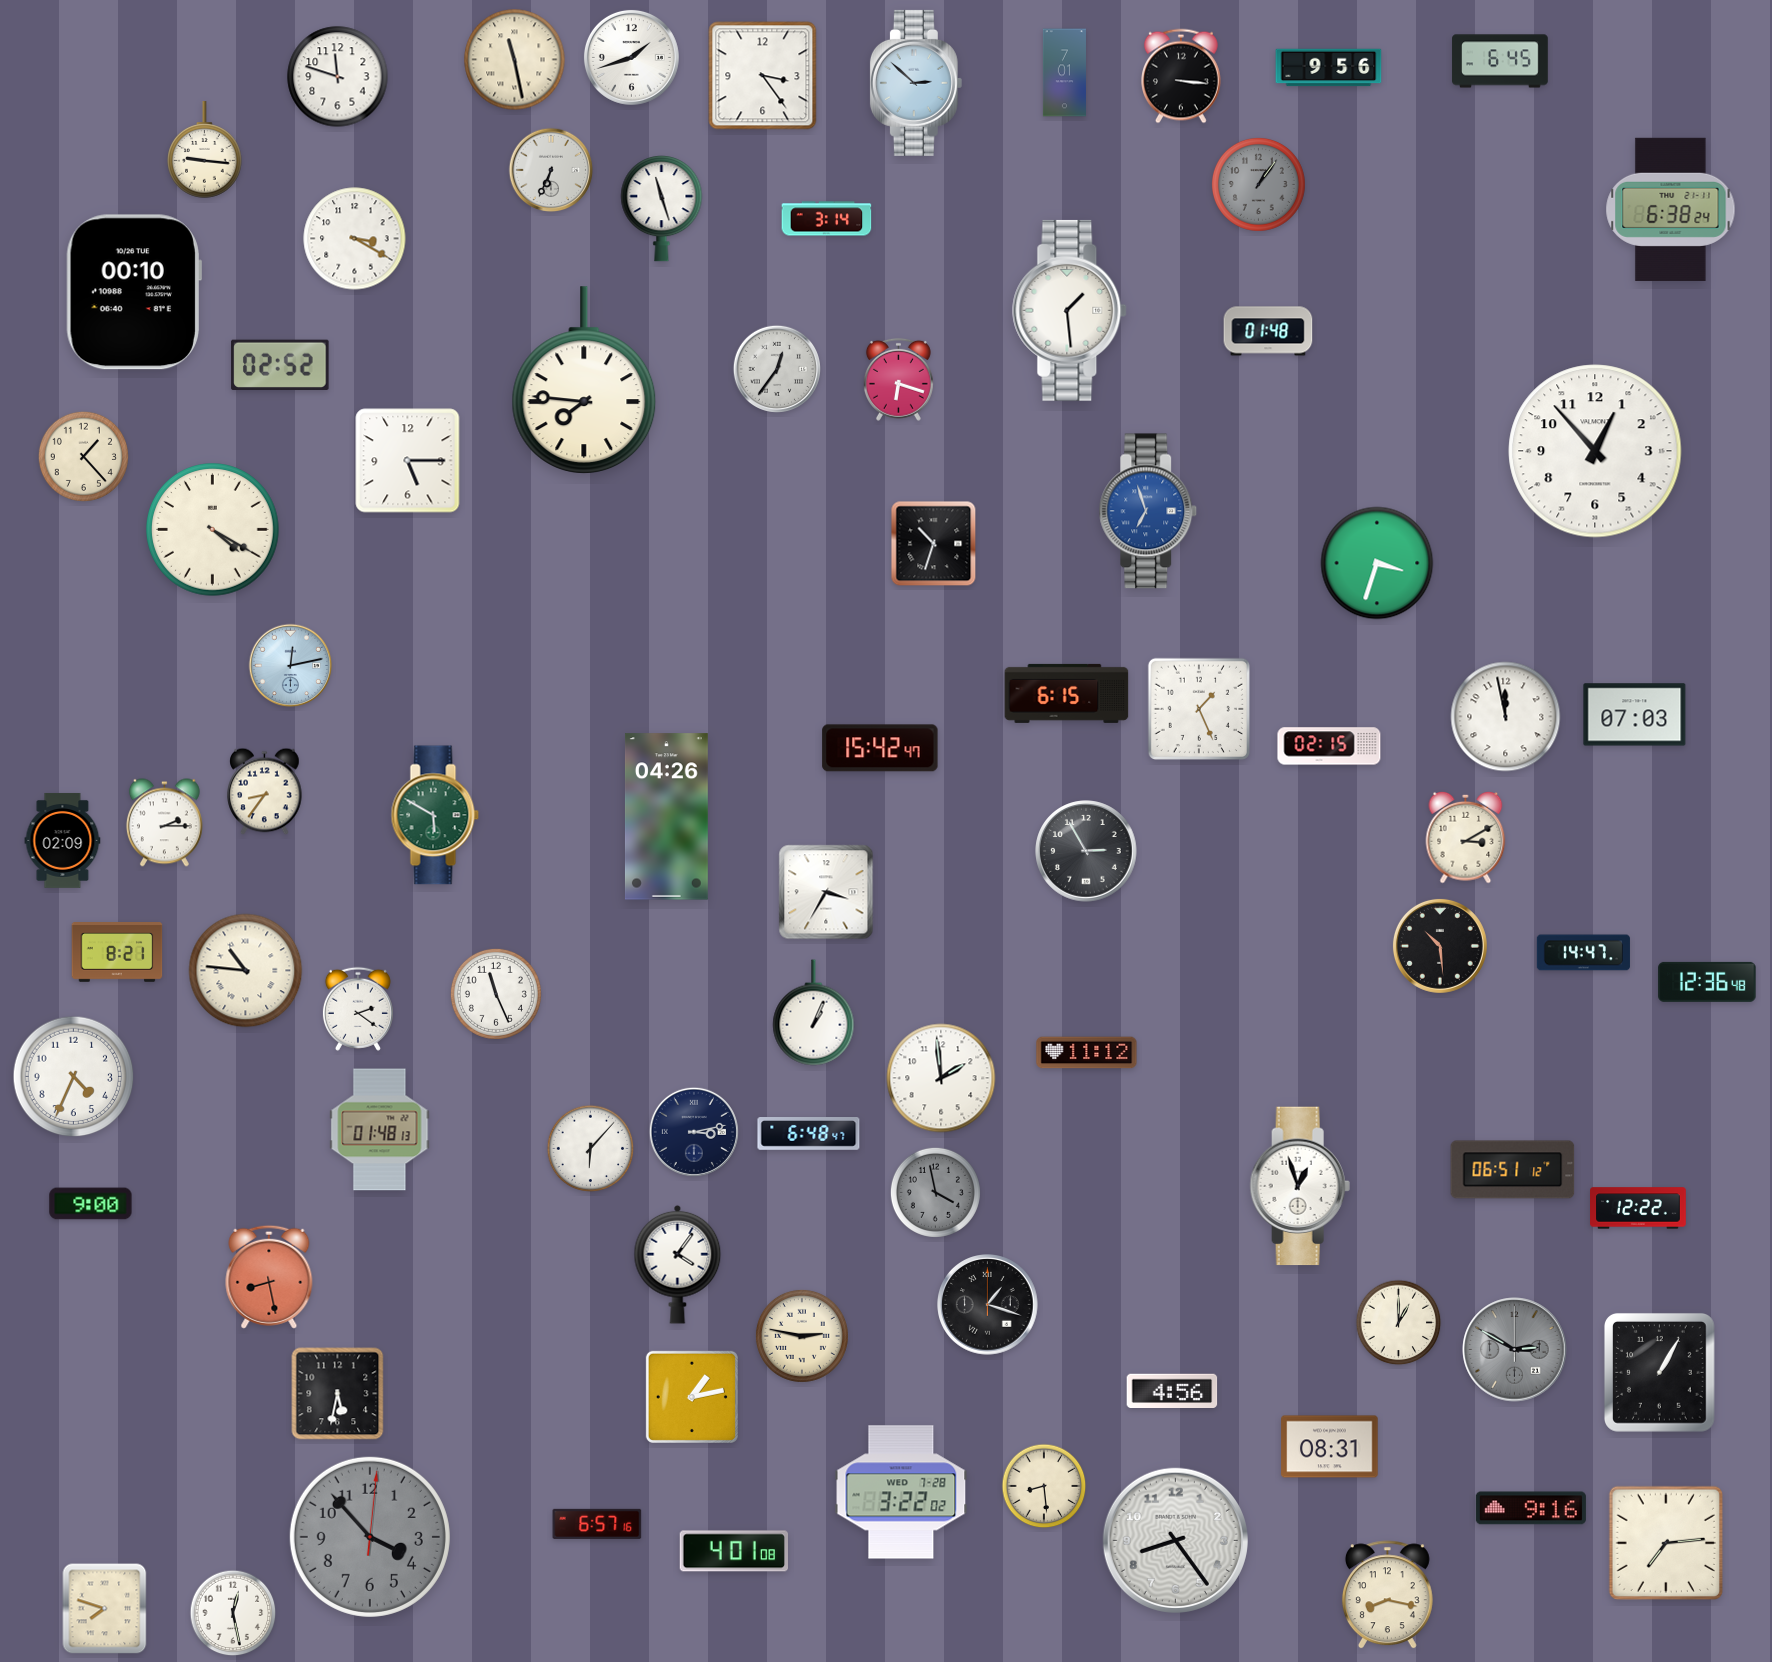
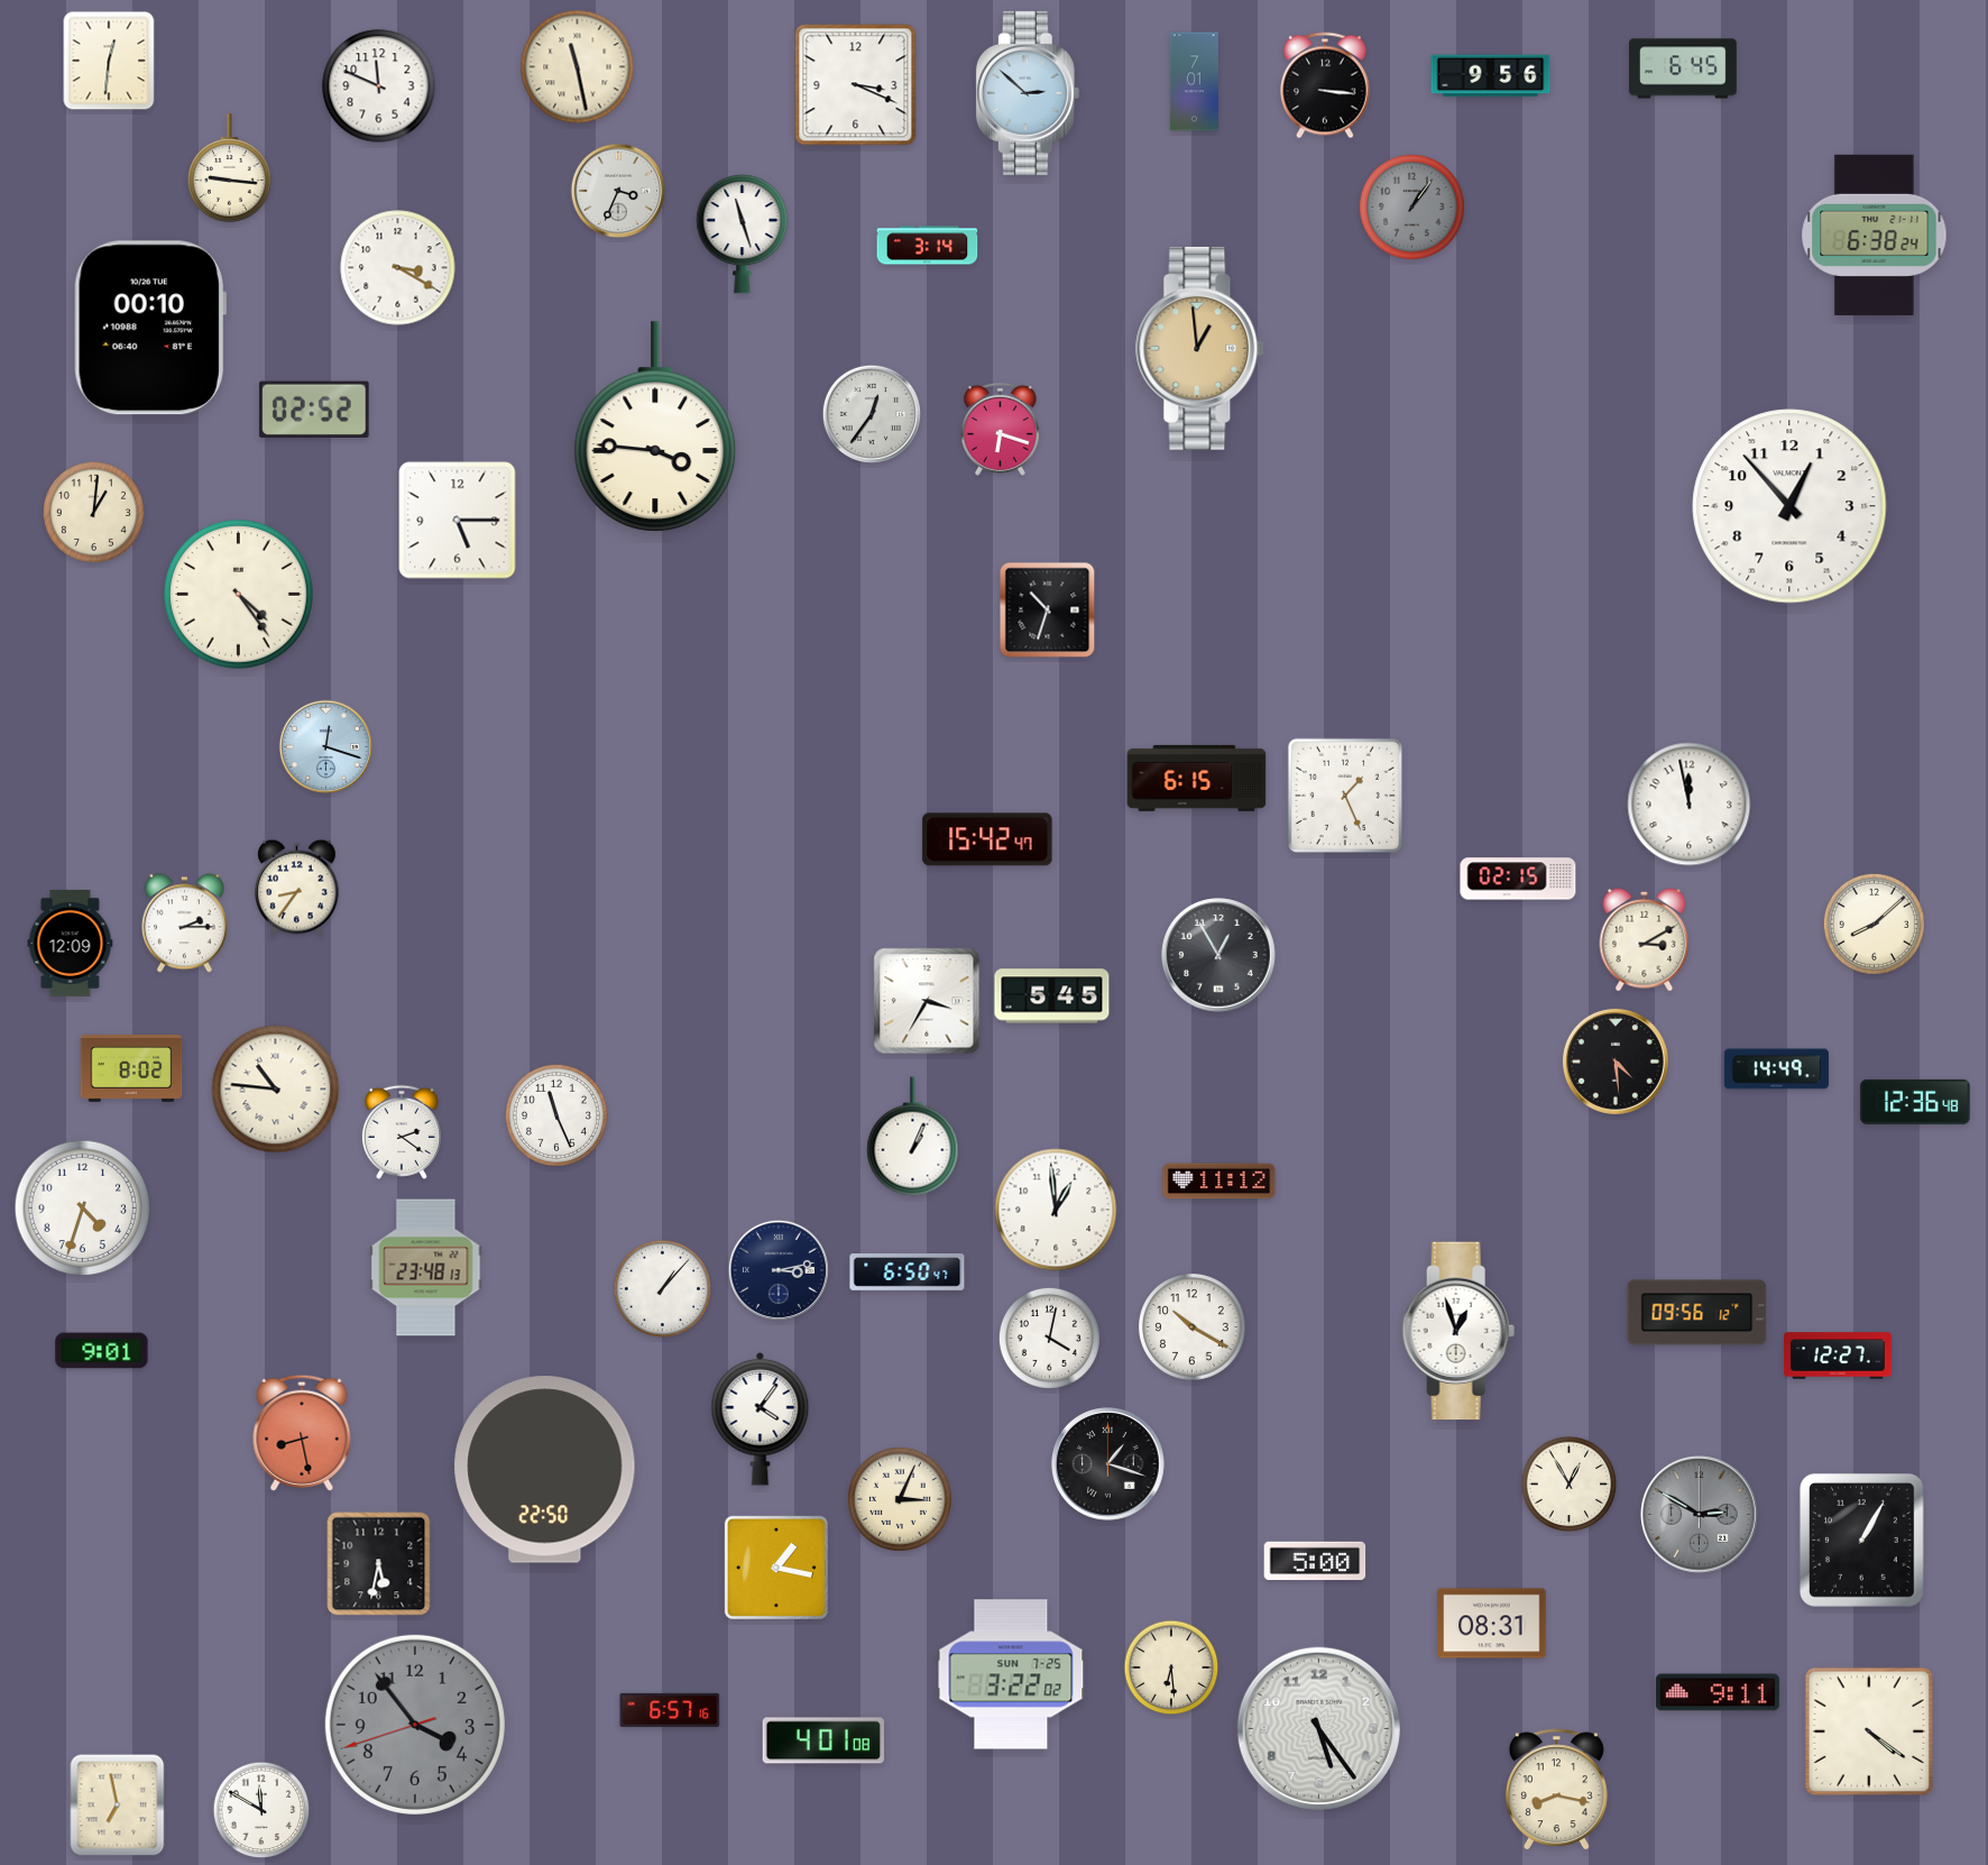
clock at (109, 61): none -> 12:31
clock at (631, 57): 1:42 -> none
clock at (763, 76): 3:24 -> 3:19
clock at (338, 77): 11:48 -> 11:49
clock at (551, 170): 6:34 -> 3:34
clock at (1070, 310): 1:29 -> 12:59
clock at (1070, 310) dial: white -> champagne
clock at (1268, 331): 01:48 -> none
clock at (898, 379) position: (898, 379) -> (1000, 429)
clock at (584, 380): 7:46 -> 3:46
clock at (83, 456): 1:23 -> 1:01
clock at (408, 461) position: (408, 461) -> (458, 521)
clock at (1148, 511): 6:57 -> none
clock at (213, 530): 4:20 -> 4:24
clock at (1377, 563): 3:33 -> none
clock at (291, 666): 12:13 -> 12:18
clock at (1635, 715): 07:03 -> none
clock at (1329, 746) position: (1329, 746) -> (1518, 879)
clock at (435, 815): 5:50 -> none
clock at (666, 817): 04:26 -> none
clock at (1874, 924): none -> 8:08
clock at (63, 840): 02:09 -> 12:09
clock at (1086, 851): 2:55 -> 12:55
clock at (1052, 996): none -> 5:45
clock at (1440, 946): 10:29 -> 4:29
clock at (117, 953): 8:21 -> 8:02
clock at (1583, 953): 14:47 -> 14:49
clock at (74, 1077): 4:34 -> 4:33
clock at (941, 1078): 1:59 -> 12:59
clock at (380, 1130): 01:48 -> 23:48
clock at (809, 1134): 6:48 -> 6:50
clock at (591, 1149): 6:07 -> 1:07
clock at (1513, 1170): 06:51 -> 09:56
clock at (1193, 1327): none -> 10:20
clock at (935, 1192): 3:58 -> 4:02
clock at (935, 1192) dial: grey -> white
clock at (91, 1204): 9:00 -> 9:01
clock at (1638, 1208): 12:22 -> 12:27
clock at (545, 1470): none -> 22:50
clock at (1399, 1323): 1:00 -> 12:55
clock at (802, 1336): 2:47 -> 3:04
clock at (1172, 1390): 4:56 -> 5:00
clock at (692, 1397): 1:13 -> 1:17
clock at (1044, 1486): 8:29 -> 6:29
clock at (901, 1492) date: WED 7-28 -> SUN 7-25
clock at (1531, 1508): 9:16 -> 9:11
clock at (370, 1537): 3:53:01 -> 3:53:42
clock at (1175, 1540): 8:24 -> 5:24
clock at (1666, 1543): 7:14 -> 4:21
clock at (105, 1609): 7:48 -> 6:58
clock at (233, 1613): 12:28 -> 11:50
